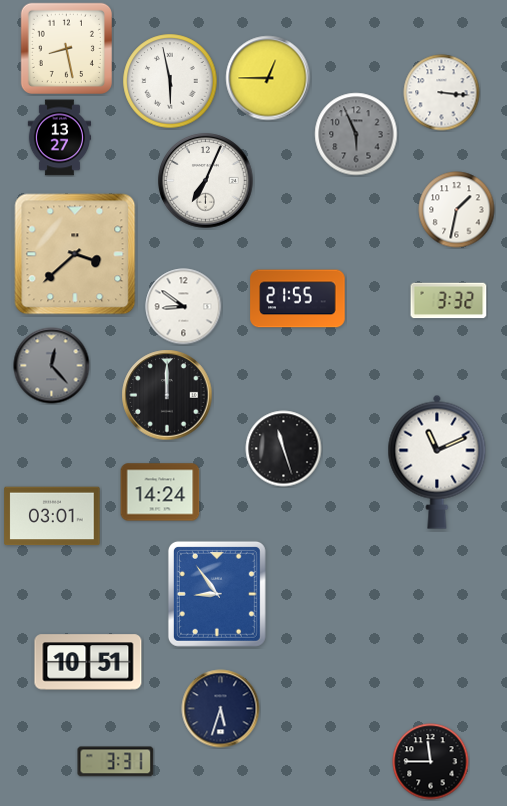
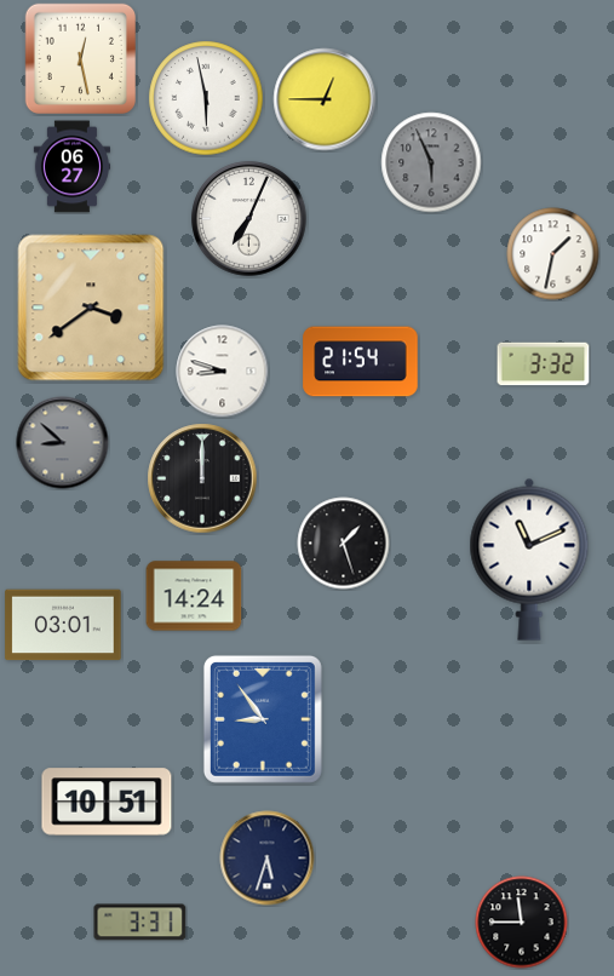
clock at (66, 48): 8:28 -> 12:28
clock at (268, 78) position: (268, 78) -> (325, 99)
clock at (442, 93): 3:16 -> none
clock at (59, 138): 13:27 -> 06:27
clock at (75, 254): 3:38 -> 3:39
clock at (298, 299): 21:55 -> 21:54
clock at (184, 307): 8:51 -> 8:48
clock at (52, 366): 12:23 -> 8:52
clock at (284, 449): 11:27 -> 1:27
